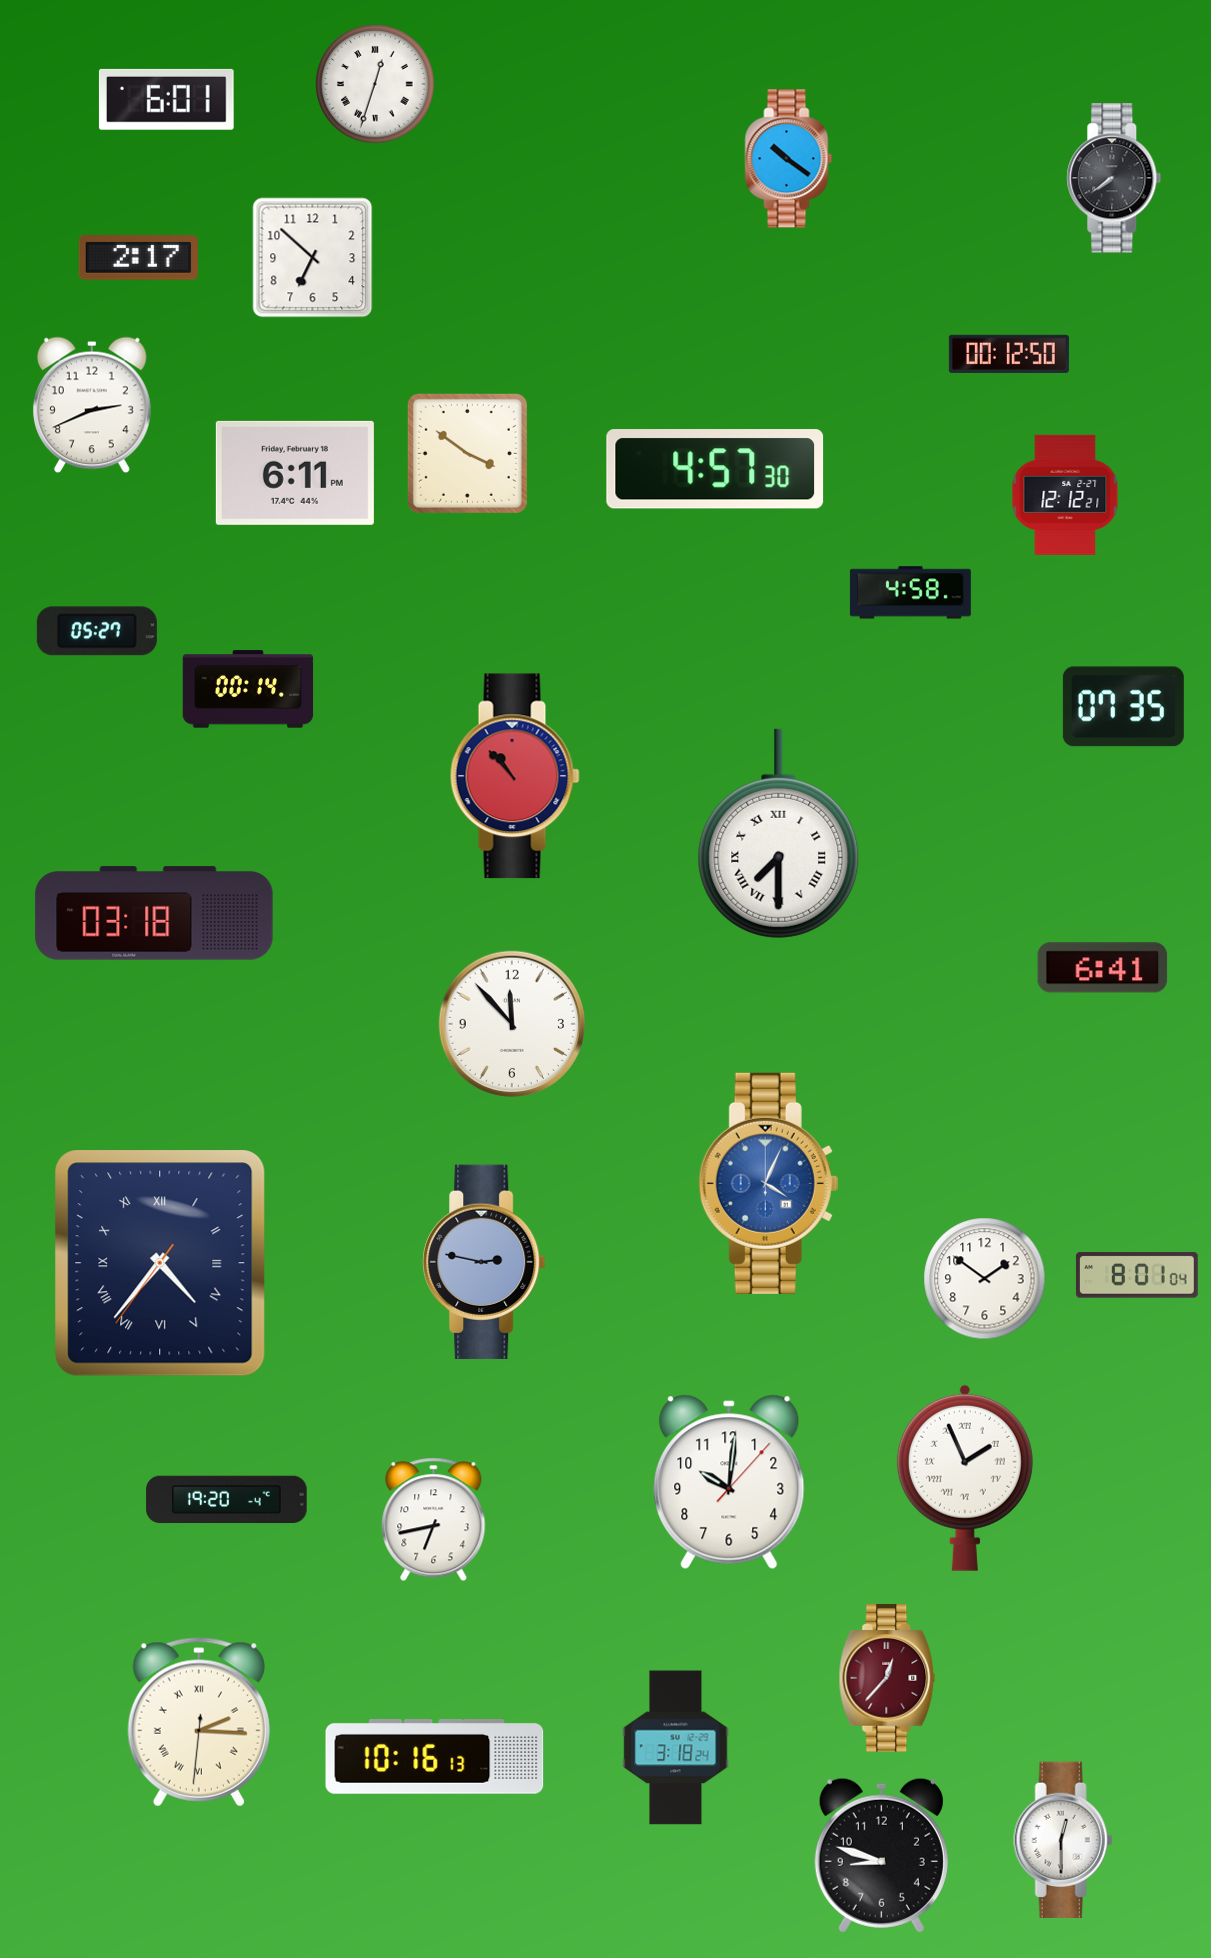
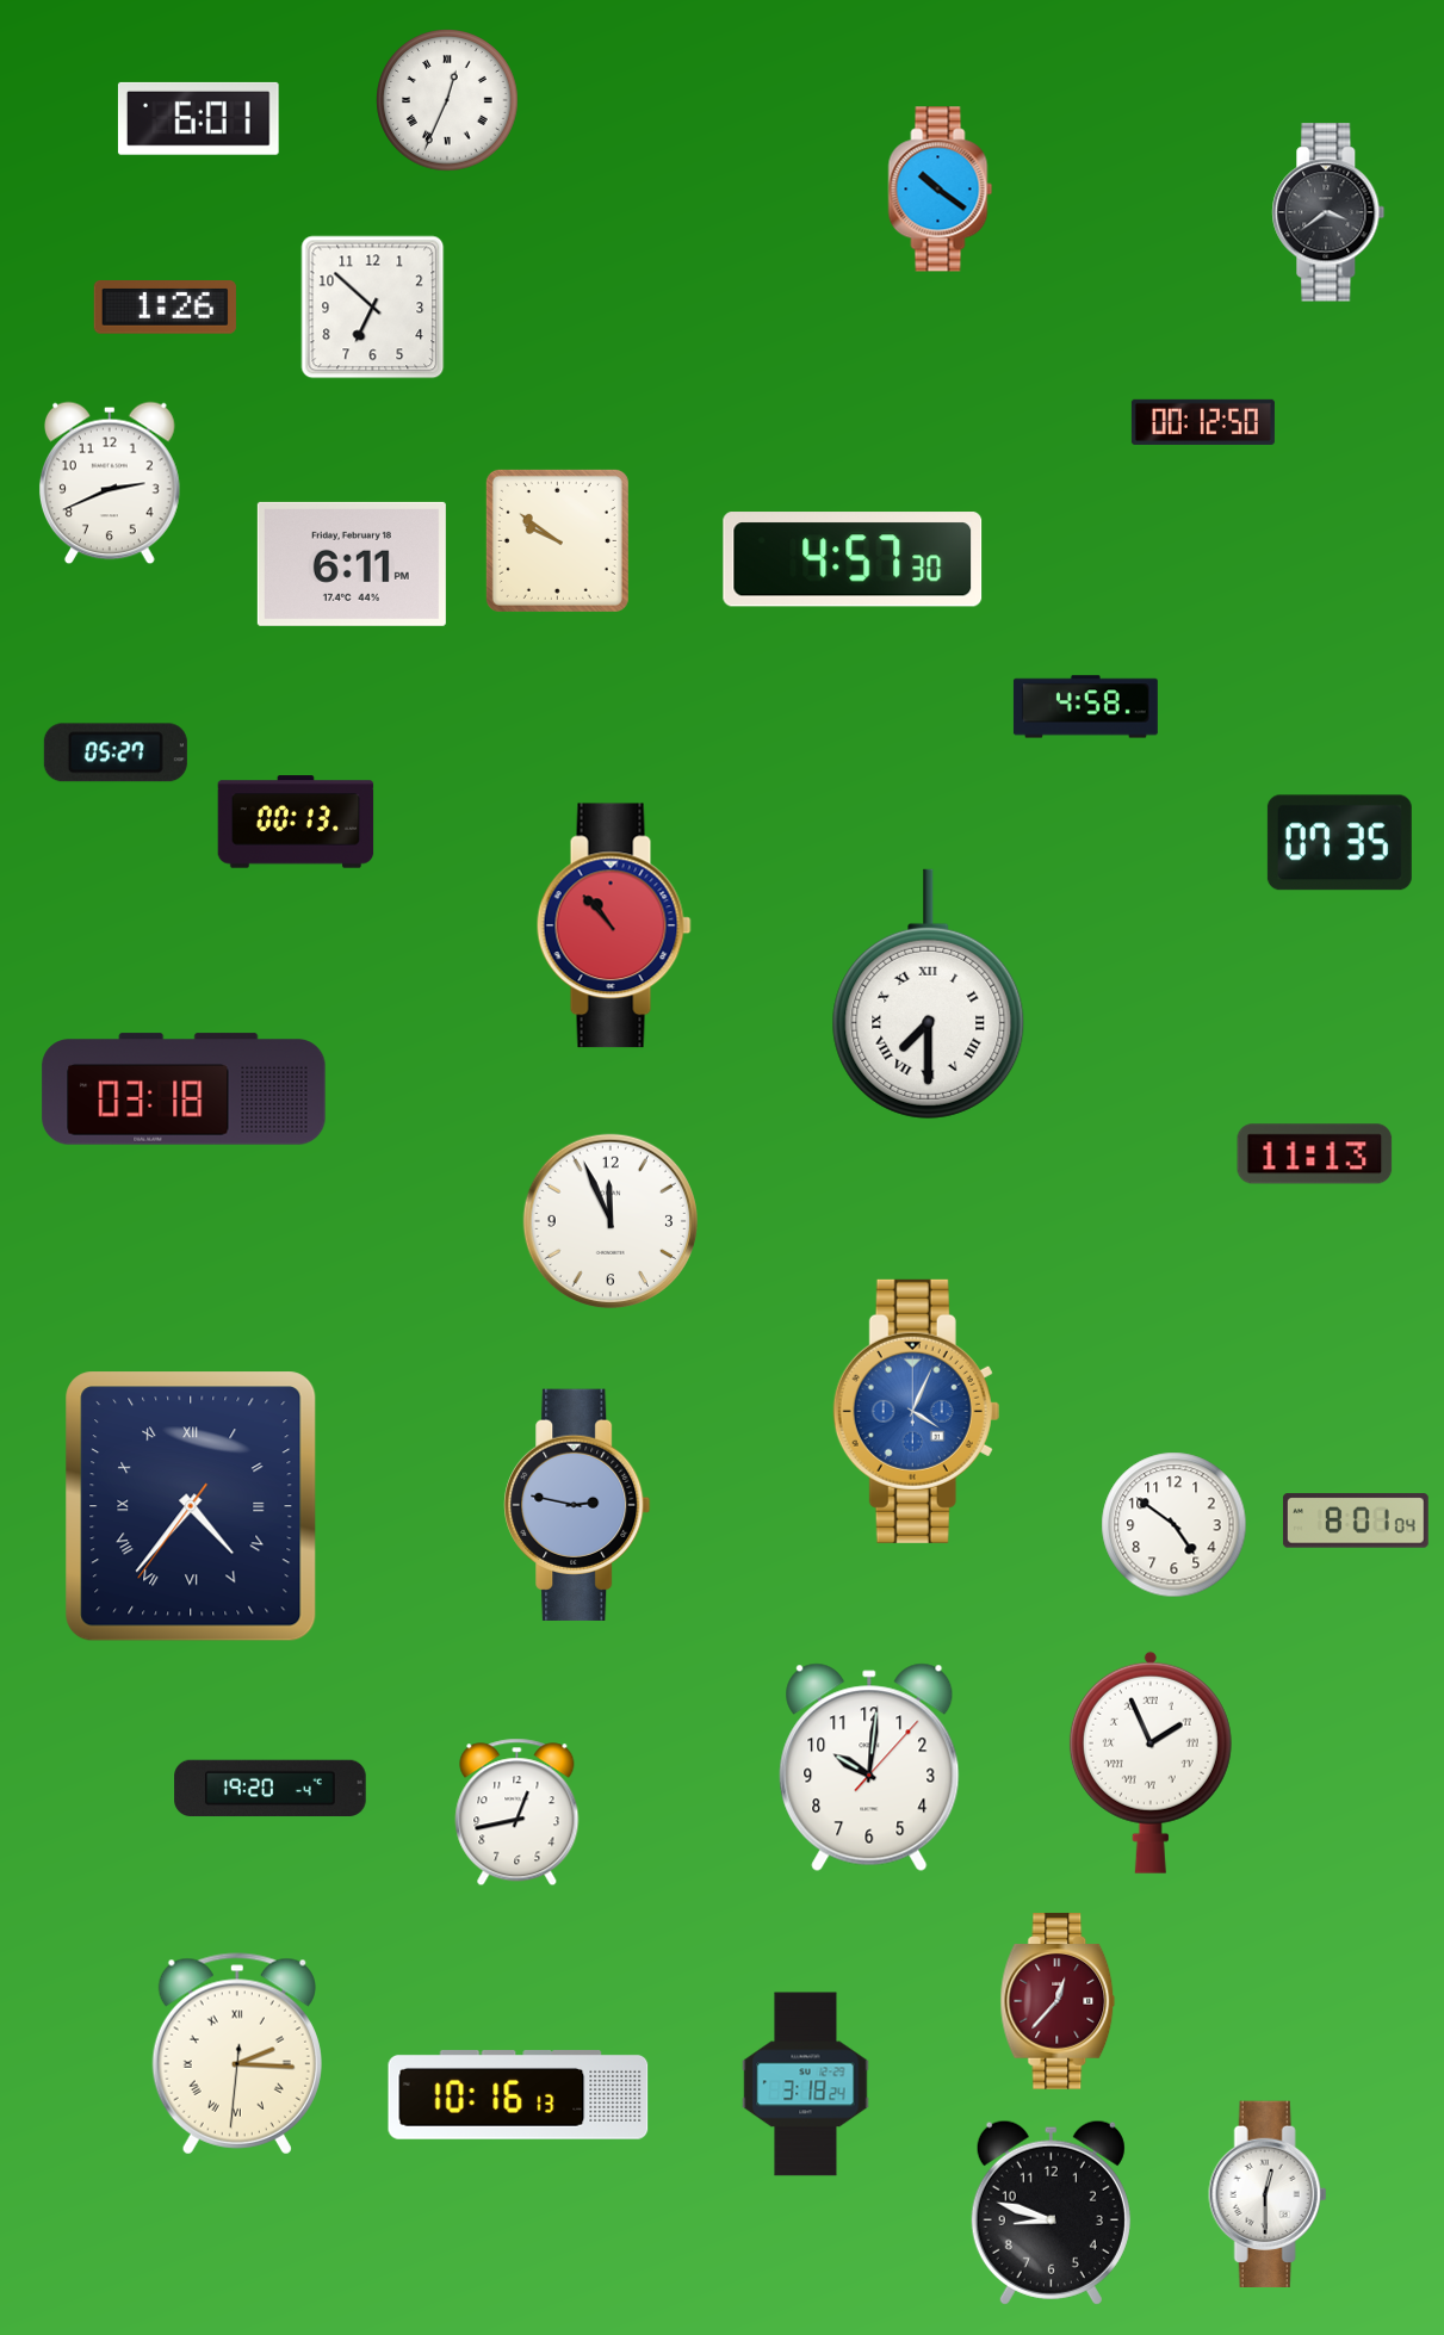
clock at (375, 84): 12:33 -> 12:34
clock at (1114, 178): 7:39 -> 3:39
clock at (138, 258): 2:17 -> 1:26
clock at (467, 453): 3:51 -> 9:51
clock at (1065, 495): 12:12 -> none
clock at (248, 689): 00:14 -> 00:13
clock at (1103, 968): 6:41 -> 11:13
clock at (511, 1023): 11:53 -> 11:56
clock at (985, 1279): 1:51 -> 4:51
clock at (434, 1520): 6:43 -> 12:43
